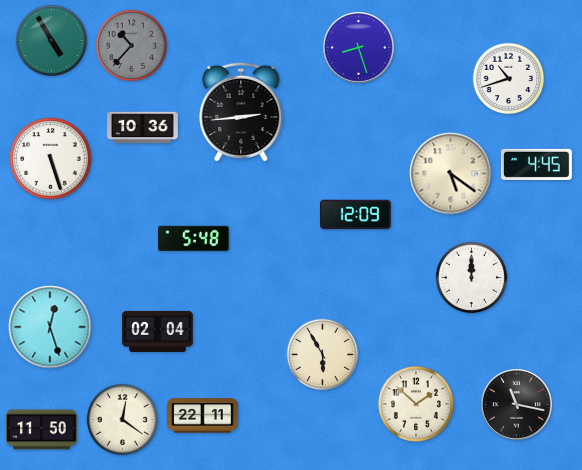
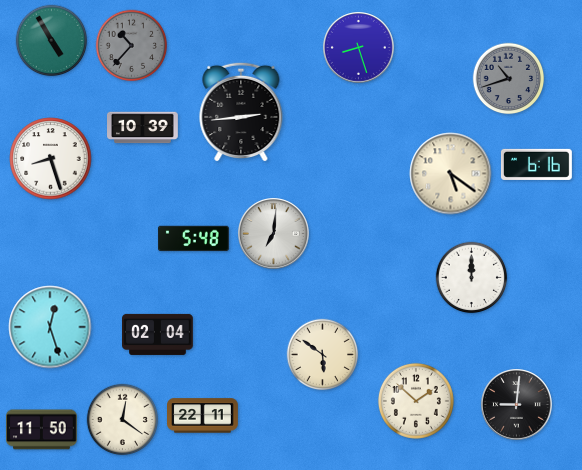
clock at (509, 79) dial: white -> grey
clock at (143, 128): 10:36 -> 10:39
clock at (51, 159): 5:27 -> 8:27
clock at (536, 164): 4:45 -> 6:16
clock at (355, 215): 12:09 -> none
clock at (274, 234): none -> 7:01
clock at (158, 331) position: (158, 331) -> (158, 334)
clock at (323, 355): 5:55 -> 5:51
clock at (416, 404) position: (416, 404) -> (416, 401)
clock at (517, 405): 11:17 -> 9:01
